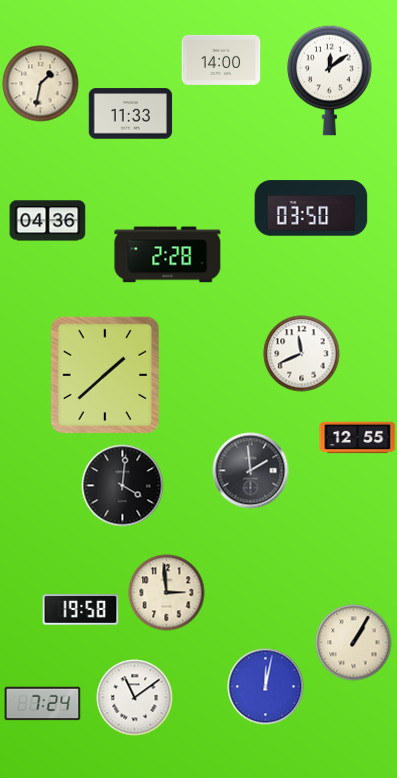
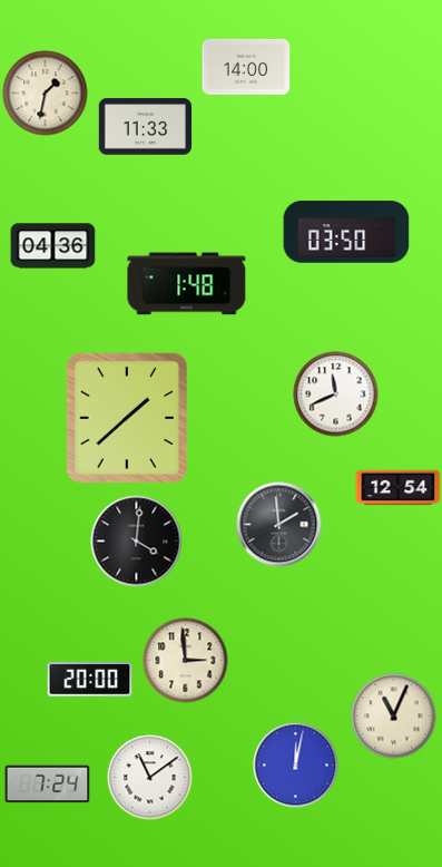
clock at (330, 80): 12:09 -> none
clock at (168, 255): 2:28 -> 1:48
clock at (105, 375) position: (105, 375) -> (127, 418)
clock at (358, 438): 12:55 -> 12:54
clock at (81, 610): 19:58 -> 20:00
clock at (354, 643): 1:05 -> 11:04
